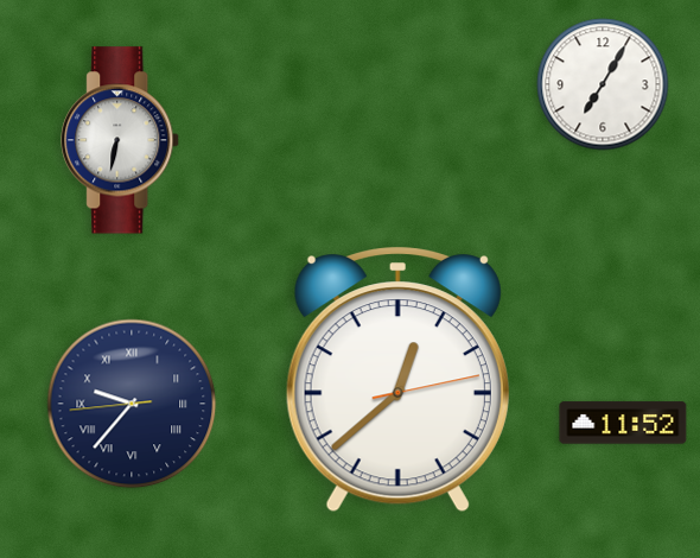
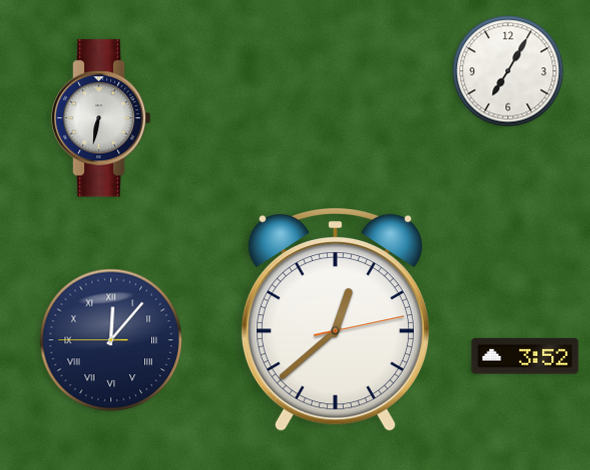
clock at (132, 404): 9:36 -> 12:06
clock at (623, 423): 11:52 -> 3:52
